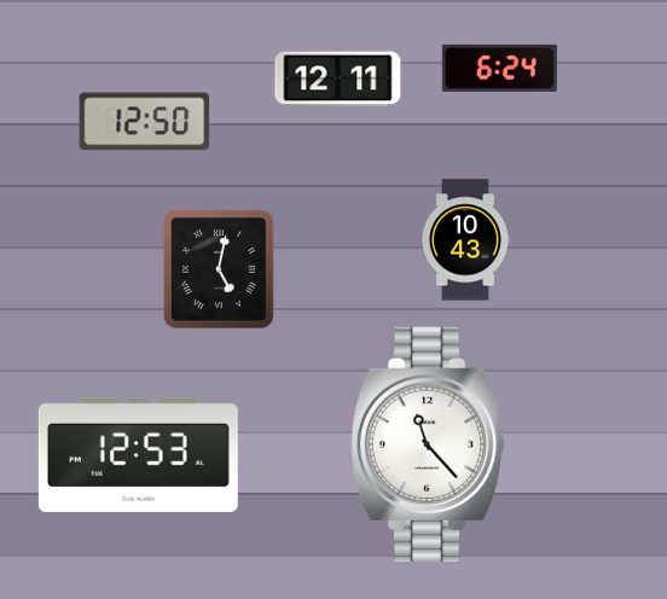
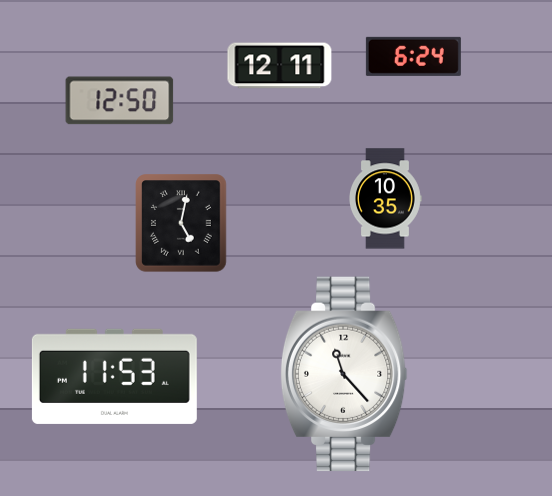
clock at (466, 240): 10:43 -> 10:35
clock at (428, 444) position: (428, 444) -> (344, 374)
clock at (138, 454): 12:53 -> 11:53
